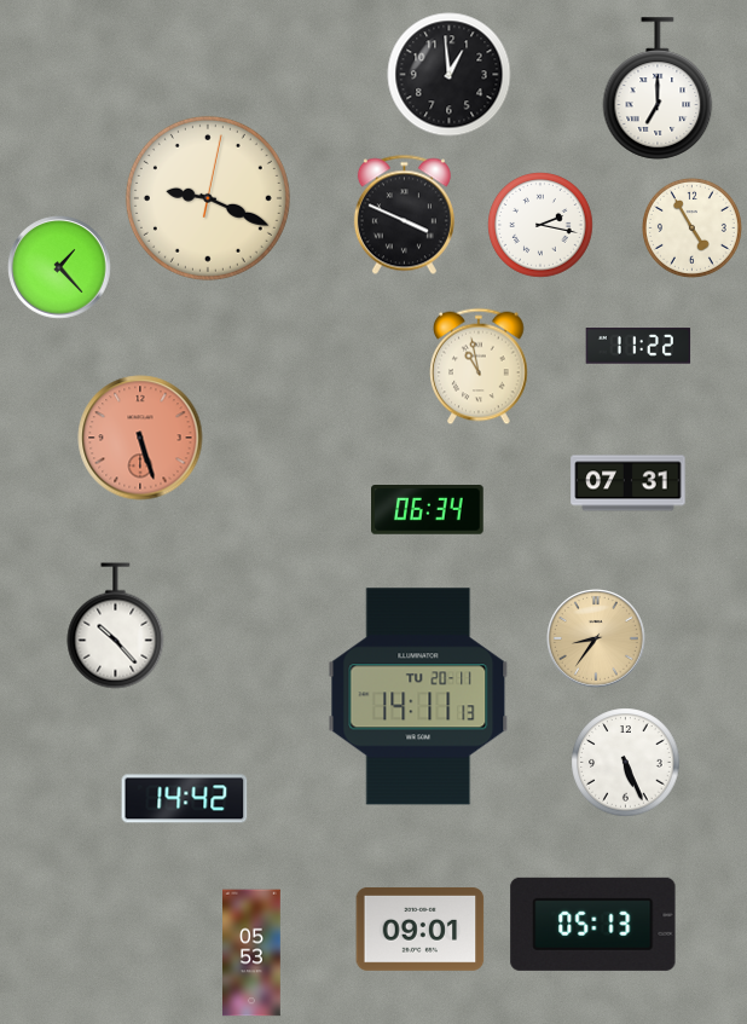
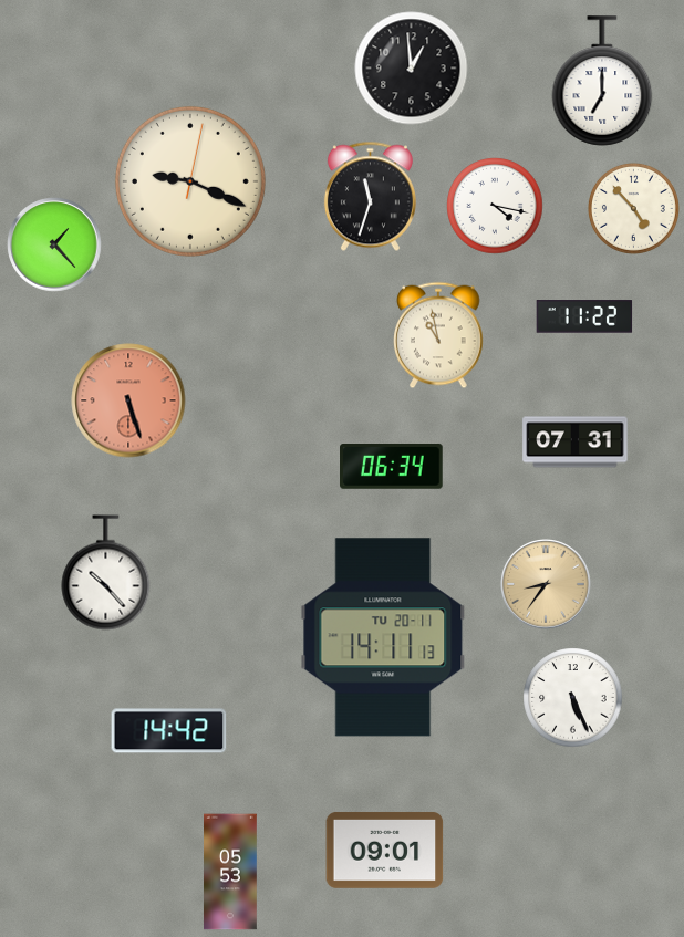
clock at (404, 215): 3:49 -> 11:33
clock at (540, 225): 2:17 -> 4:17
clock at (691, 227): 4:55 -> 4:53
clock at (593, 924): 05:13 -> none
